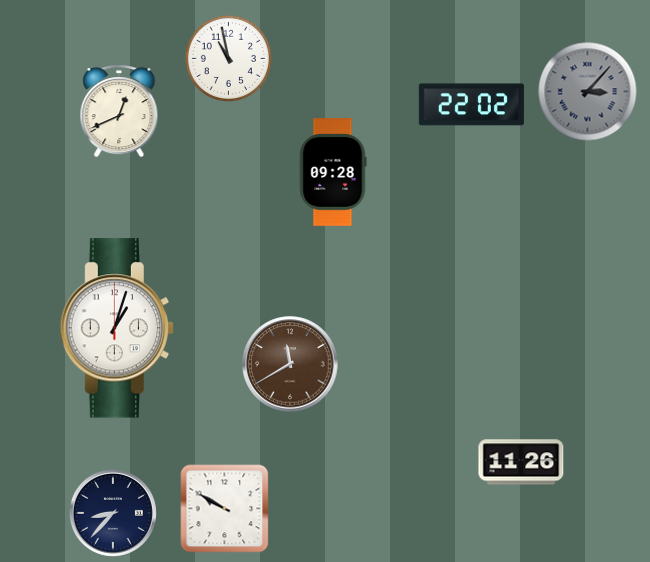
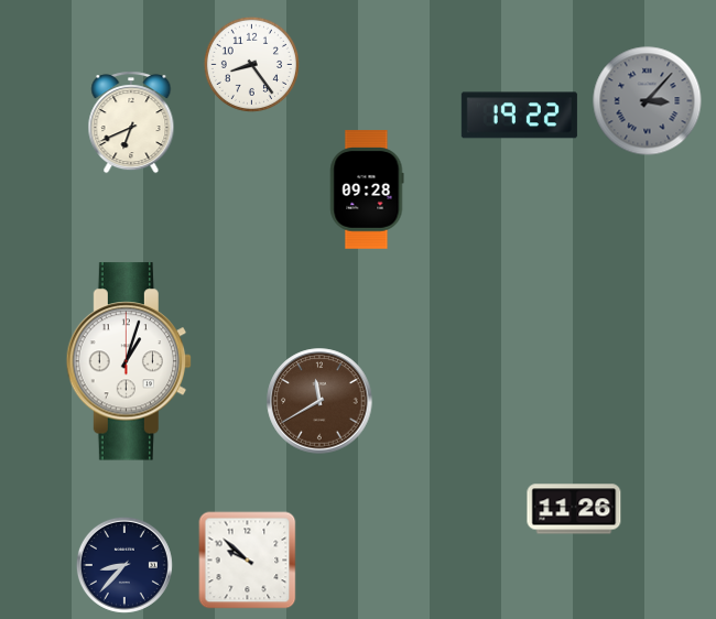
clock at (228, 58): 10:58 -> 8:24
clock at (471, 105): 22:02 -> 19:22
clock at (119, 111): 12:41 -> 6:41
clock at (225, 509): 9:50 -> 9:52
